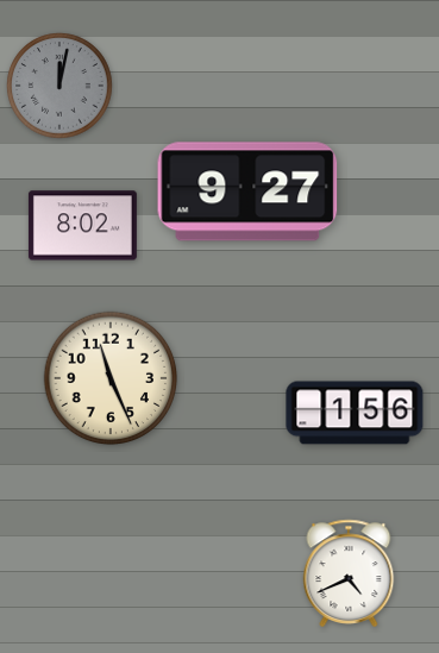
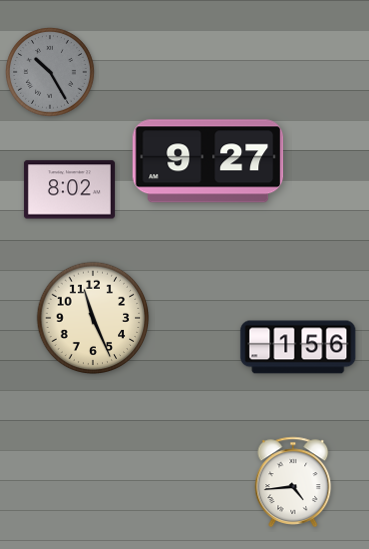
clock at (59, 86): 12:02 -> 10:25
clock at (349, 572): 4:41 -> 4:44
